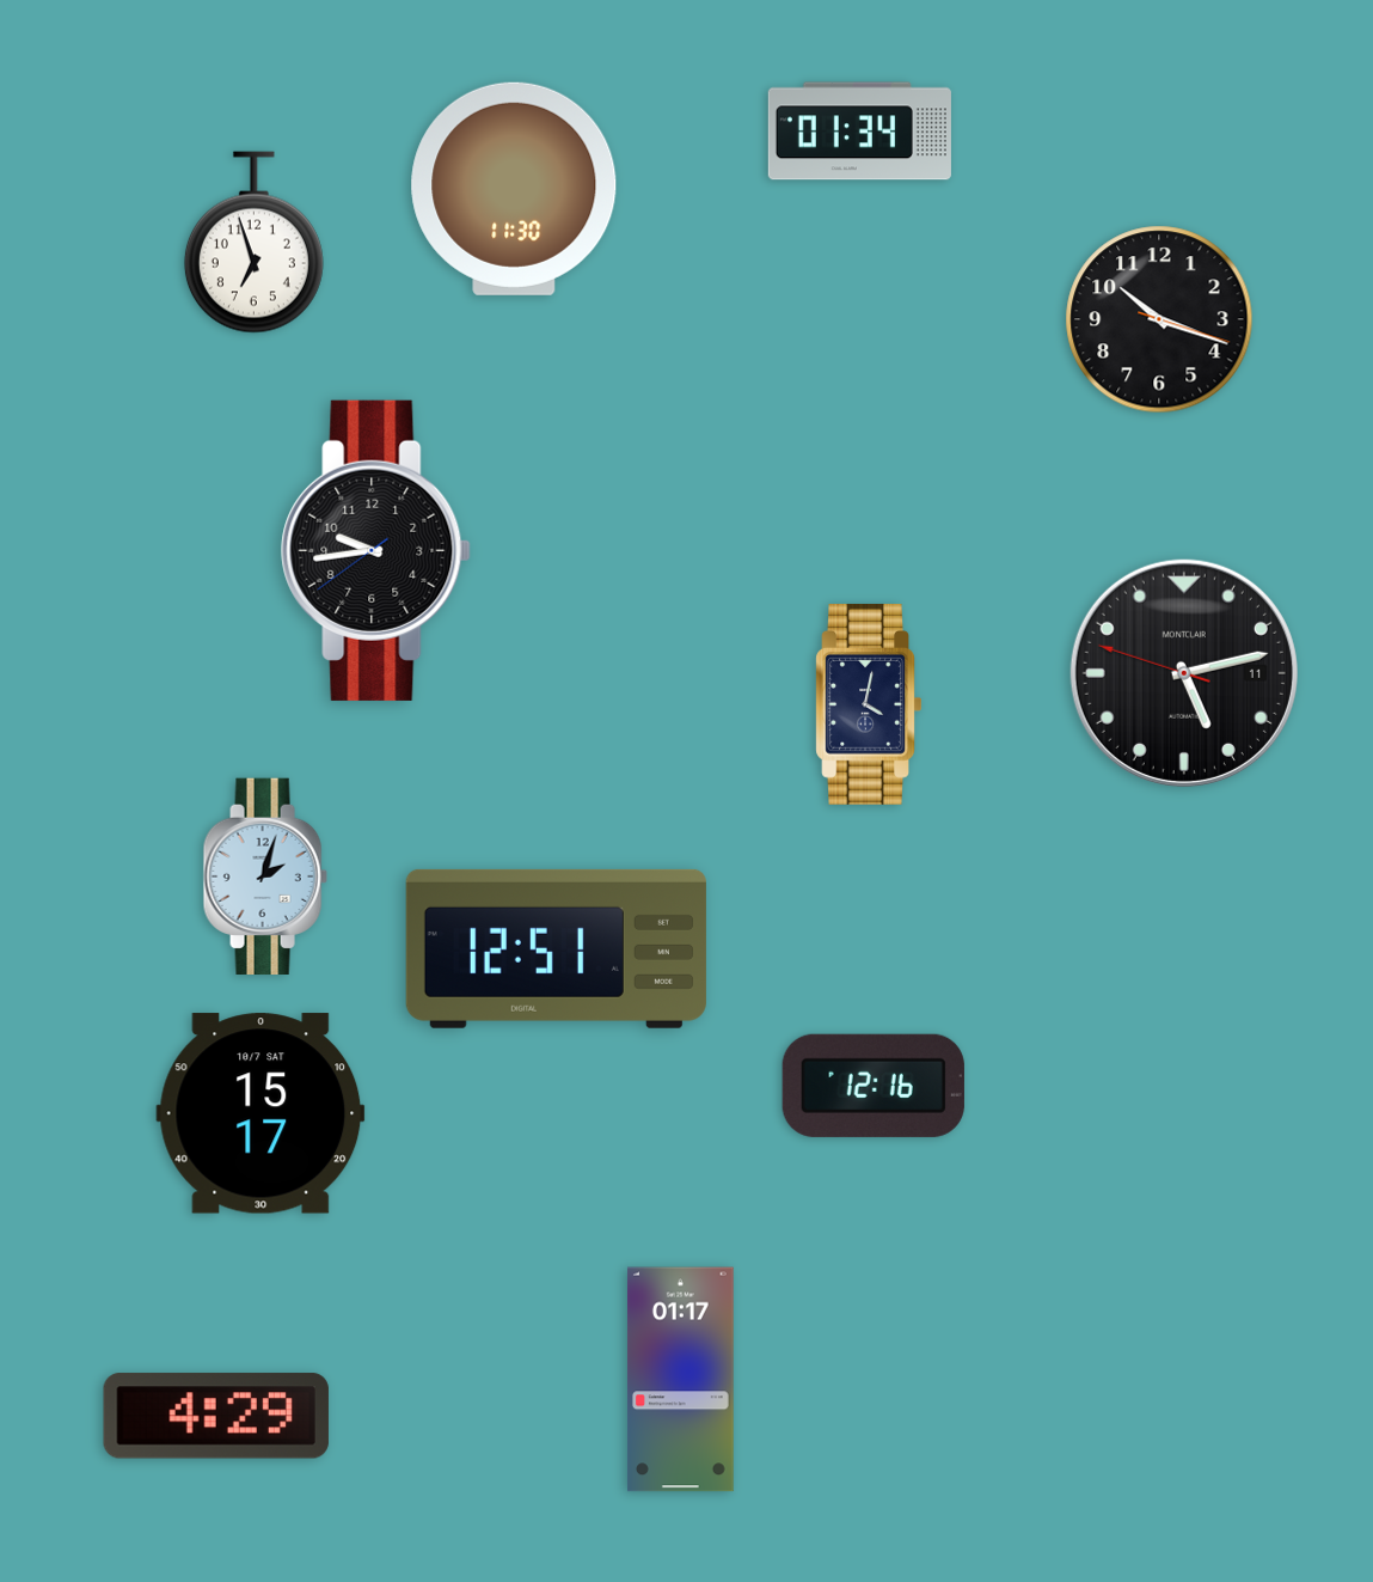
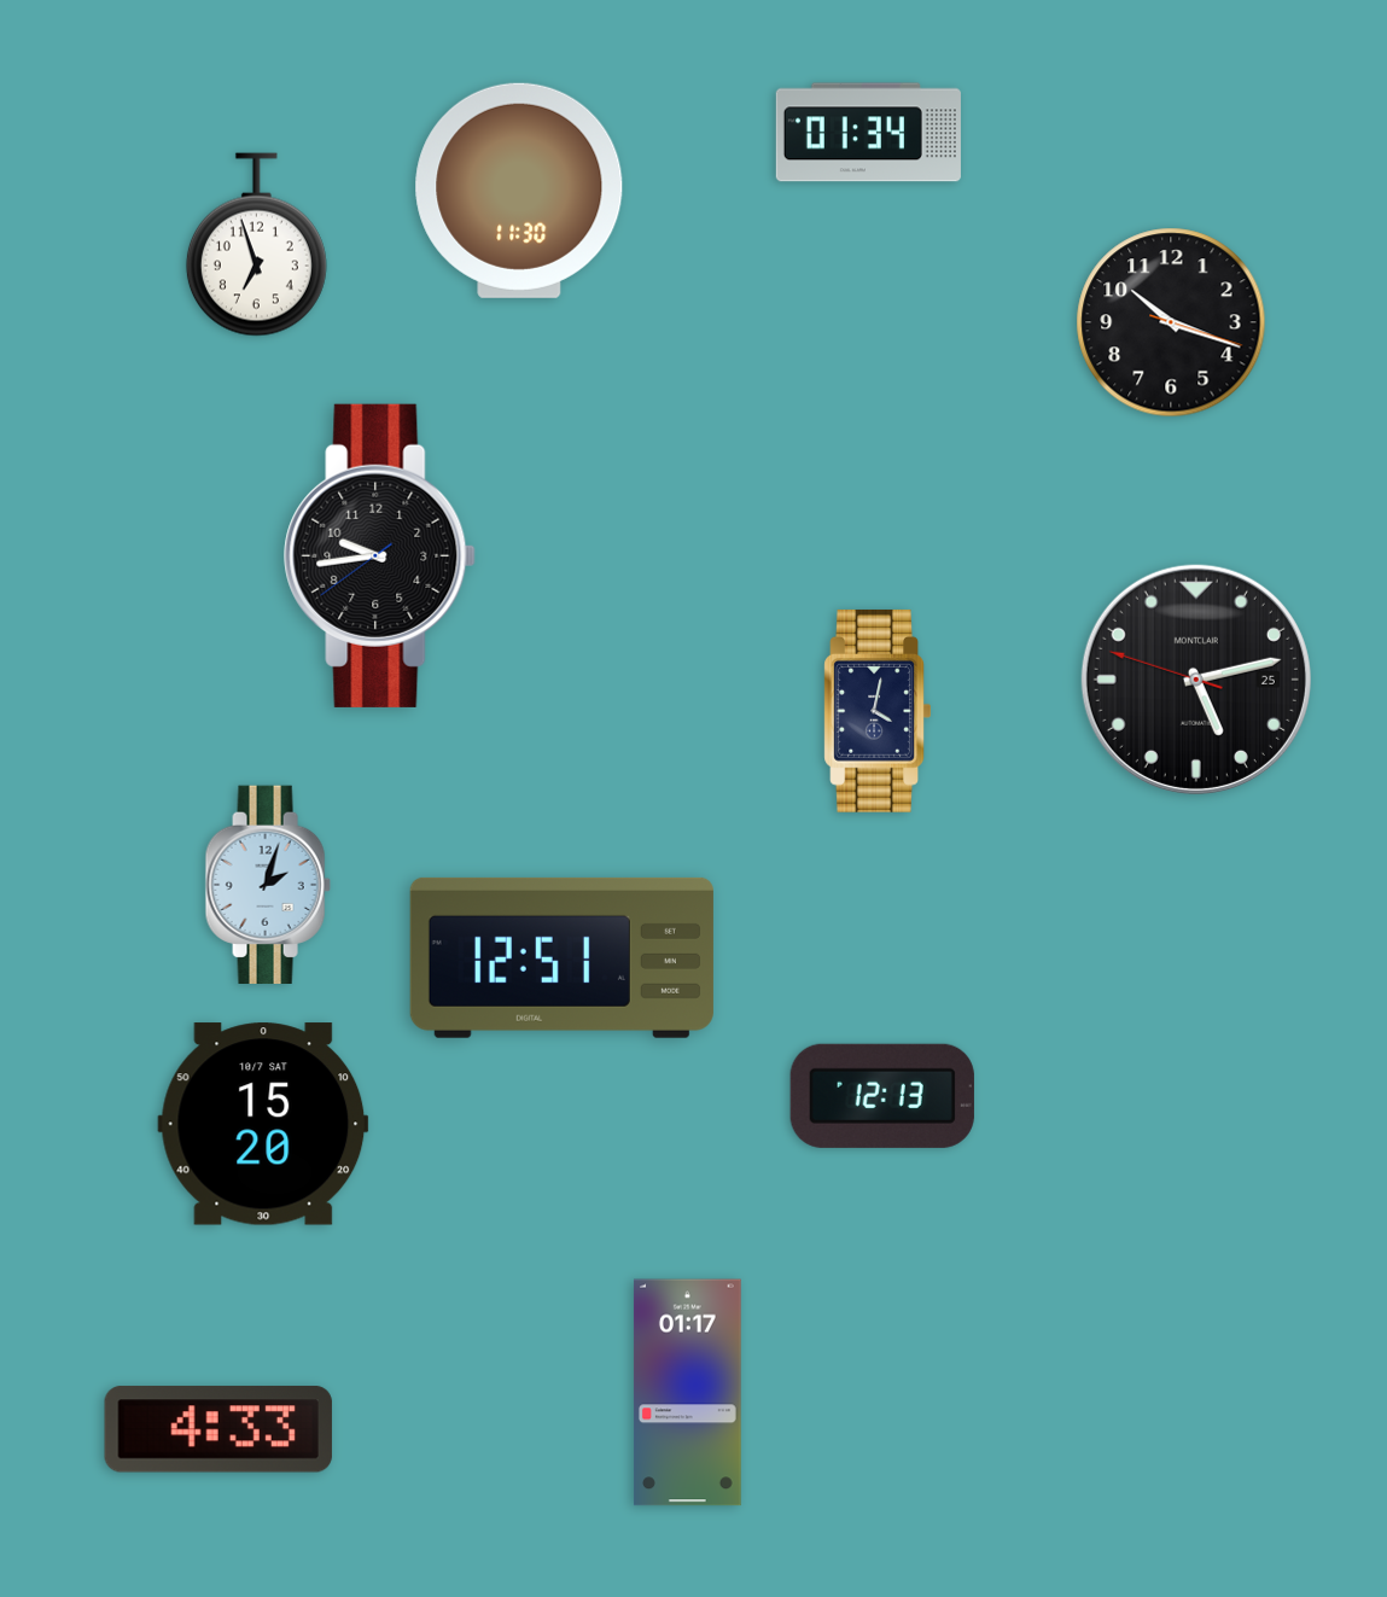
clock at (1184, 673) date: 11 -> 25
clock at (874, 1086): 12:16 -> 12:13
clock at (260, 1113): 15:17 -> 15:20
clock at (216, 1416): 4:29 -> 4:33
